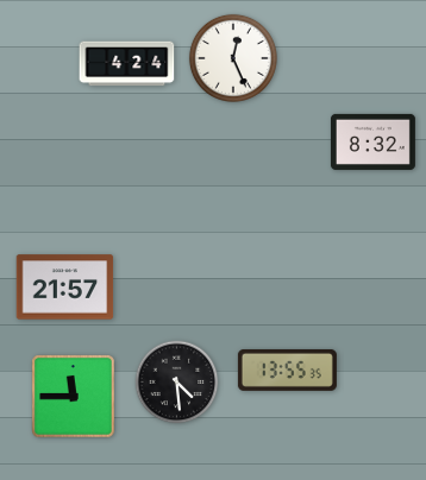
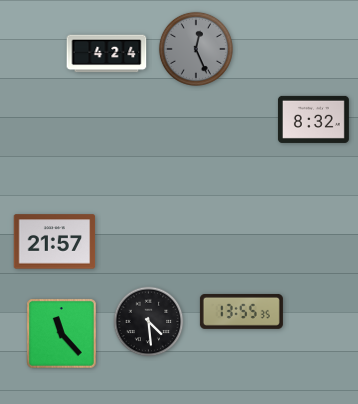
clock at (233, 58) dial: white -> grey
clock at (74, 397): 11:45 -> 11:23
